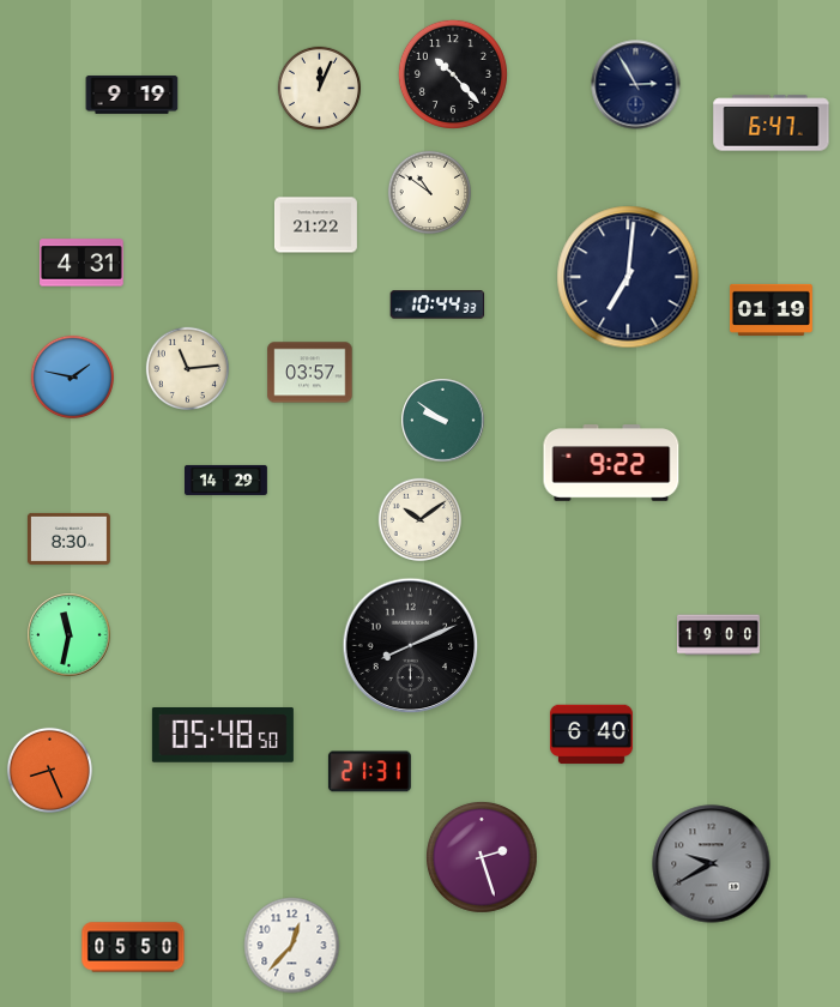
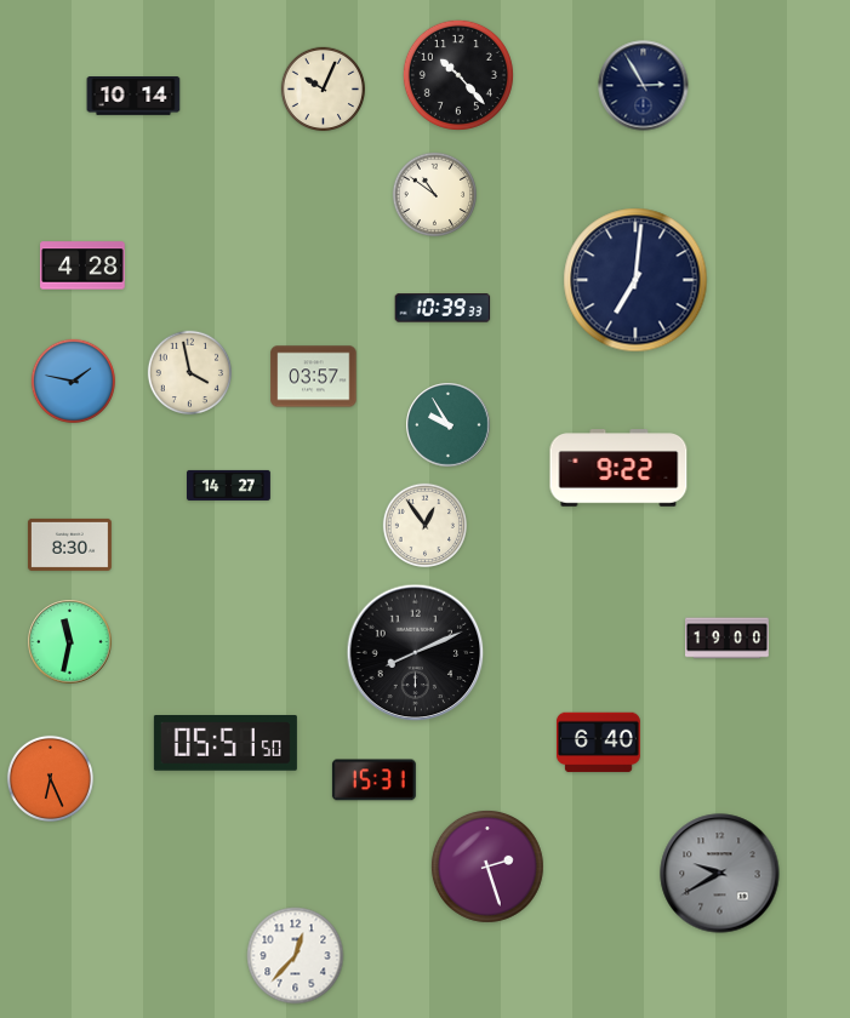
clock at (320, 89): 12:04 -> 10:04
clock at (132, 96): 9:19 -> 10:14
clock at (772, 123): 6:47 -> none
clock at (315, 225): 21:22 -> none
clock at (81, 263): 4:31 -> 4:28
clock at (437, 304): 10:44 -> 10:39
clock at (770, 309): 01:19 -> none
clock at (188, 369): 11:14 -> 3:58
clock at (443, 421): 9:51 -> 9:55
clock at (226, 480): 14:29 -> 14:27
clock at (421, 520): 10:09 -> 12:54
clock at (719, 635) position: (719, 635) -> (728, 639)
clock at (223, 736): 05:48 -> 05:51
clock at (49, 770): 8:26 -> 6:26
clock at (369, 772): 21:31 -> 15:31
clock at (133, 947): 05:50 -> none
